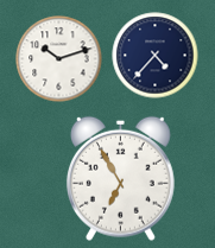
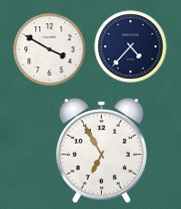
clock at (59, 59): 10:12 -> 3:50
